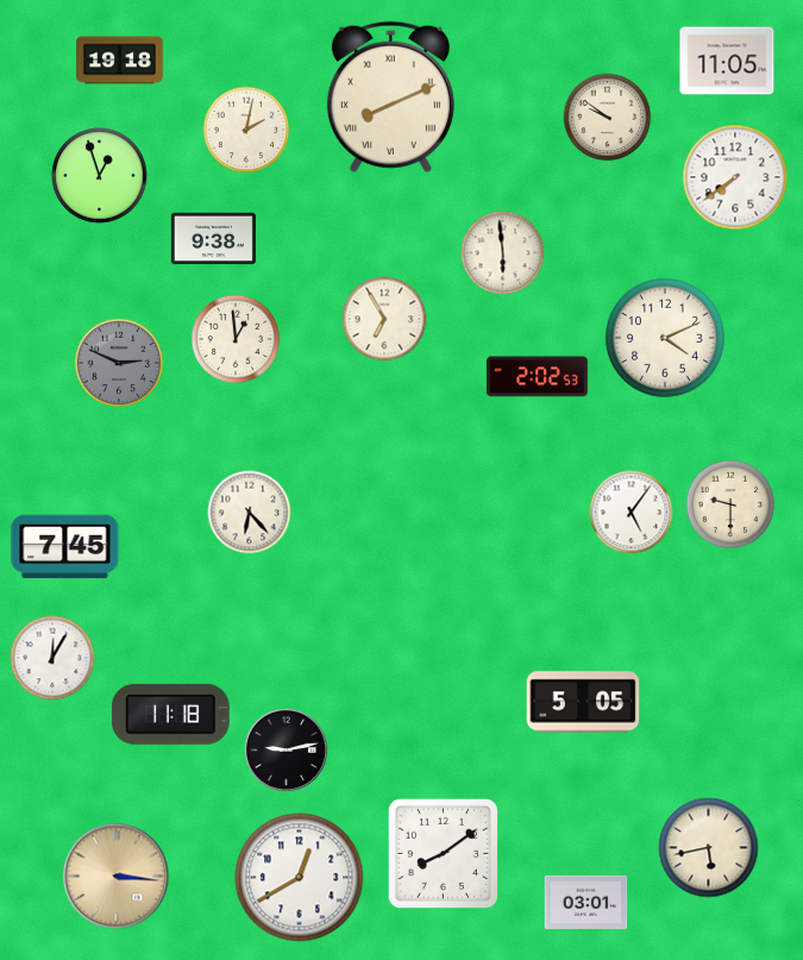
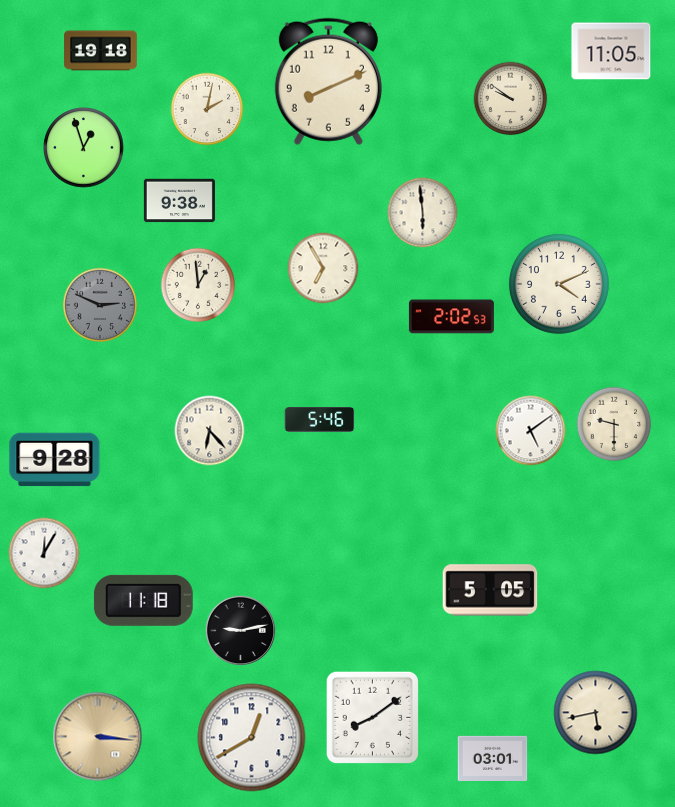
clock at (390, 96) numerals: Roman -> Arabic
clock at (735, 177): 7:39 -> none
clock at (320, 420): none -> 5:46
clock at (632, 513): 5:06 -> 5:09
clock at (65, 547): 7:45 -> 9:28
